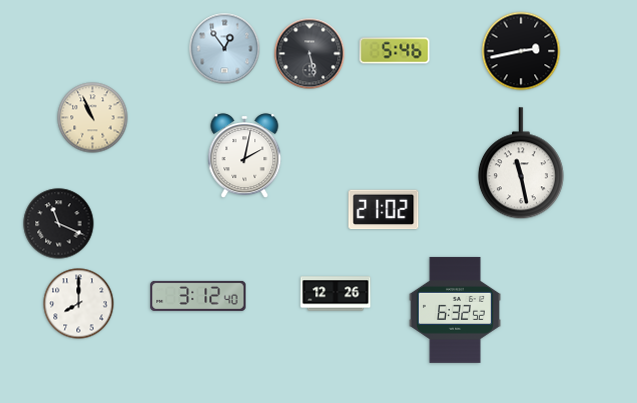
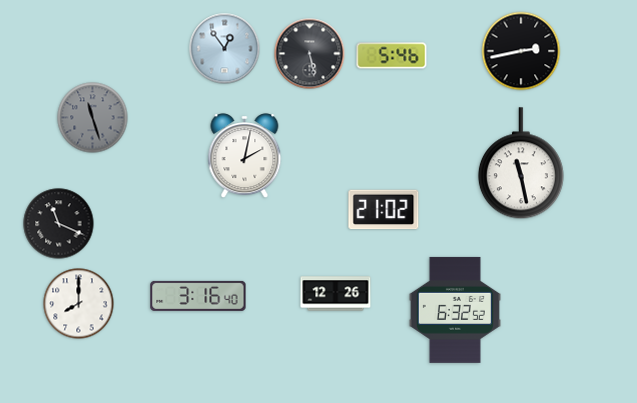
clock at (395, 51) position: (395, 51) -> (392, 56)
clock at (93, 118): 10:56 -> 11:27
clock at (93, 118) dial: cream -> grey
clock at (198, 296): 3:12 -> 3:16
